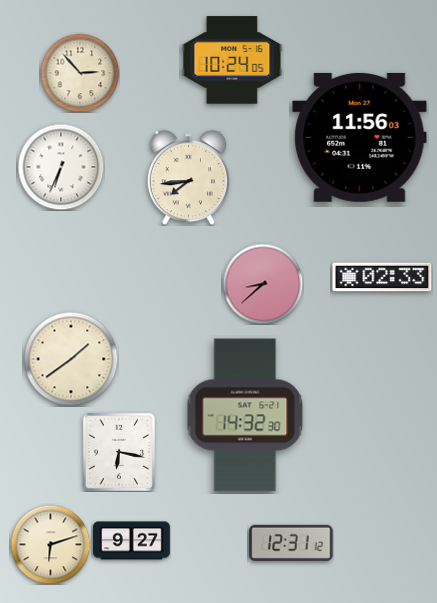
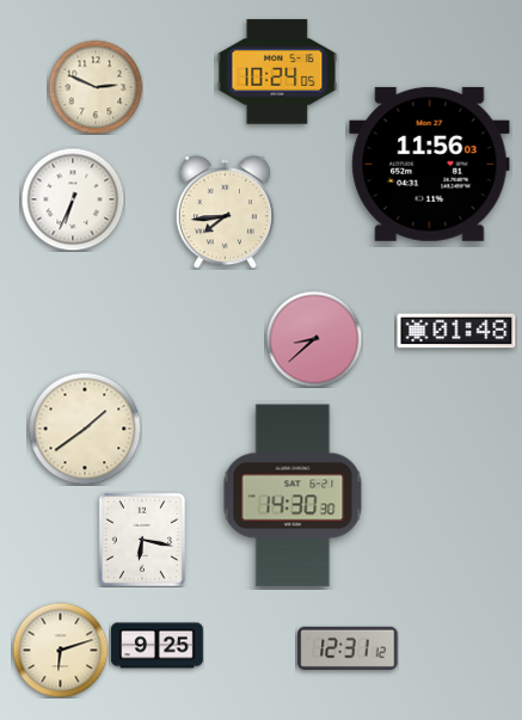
clock at (80, 73): 2:53 -> 2:49
clock at (382, 277): 02:33 -> 01:48
clock at (245, 415): 14:32 -> 14:30
clock at (132, 541): 9:27 -> 9:25
